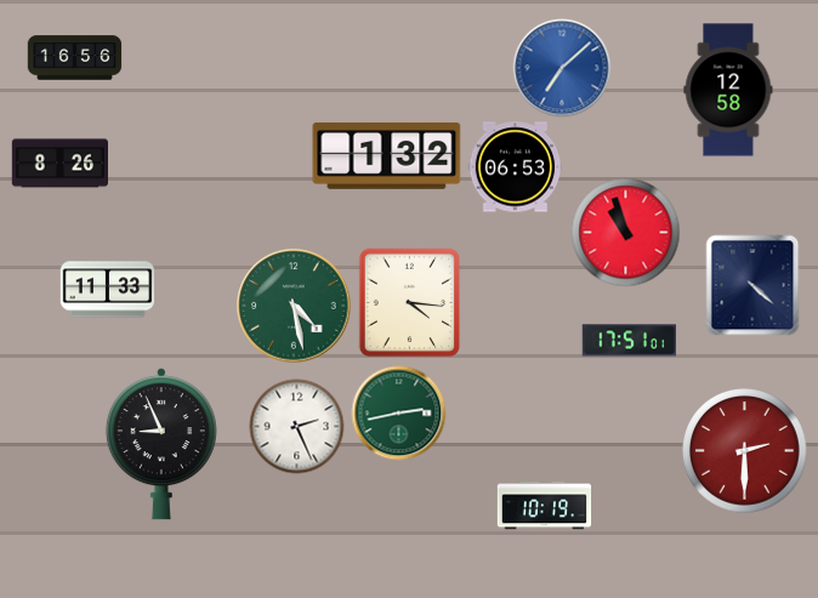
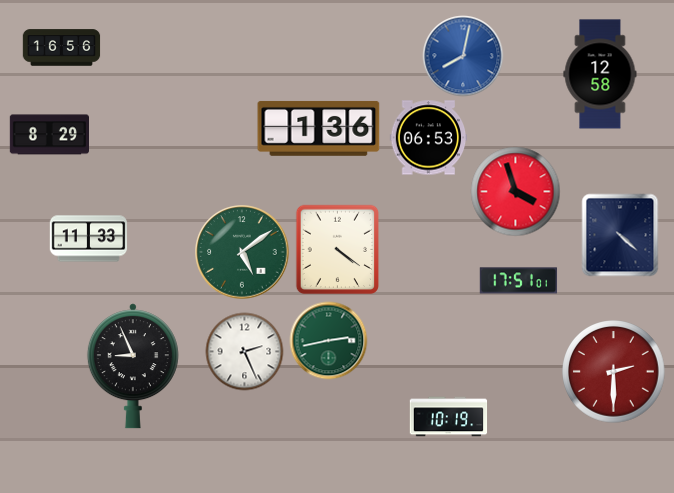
clock at (562, 68): 7:08 -> 8:02
clock at (387, 155): 1:32 -> 1:36
clock at (59, 164): 8:26 -> 8:29
clock at (515, 167) position: (515, 167) -> (428, 138)
clock at (625, 232): 10:57 -> 3:57
clock at (410, 302): 4:16 -> 4:21
clock at (294, 306): 4:28 -> 5:09
